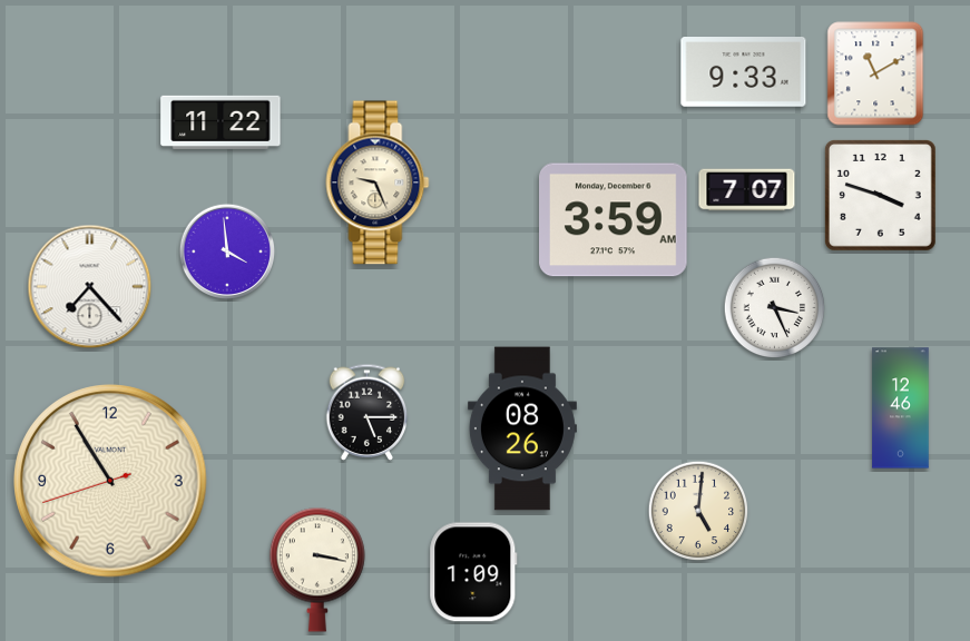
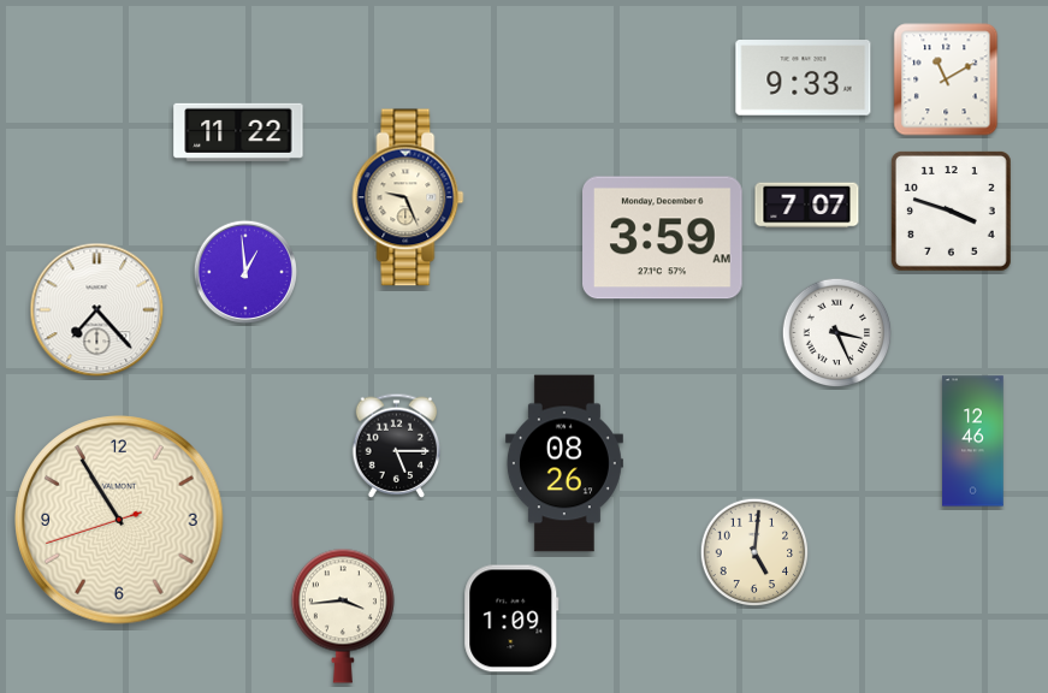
clock at (227, 252): 3:59 -> 12:59
clock at (317, 570): 3:17 -> 3:44
